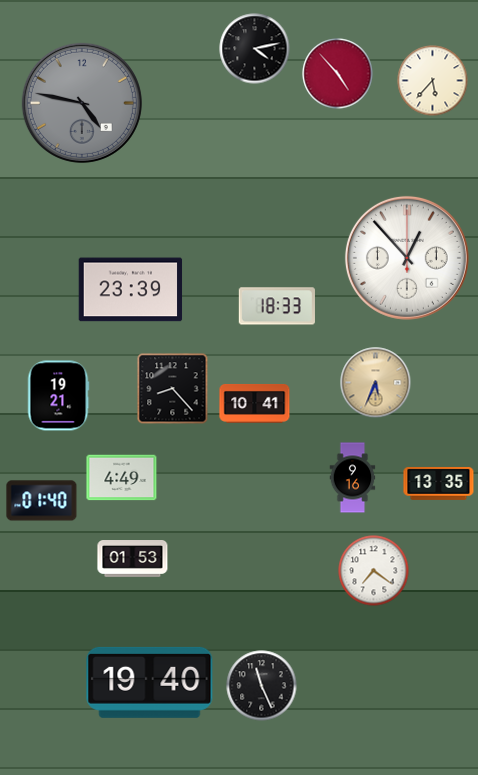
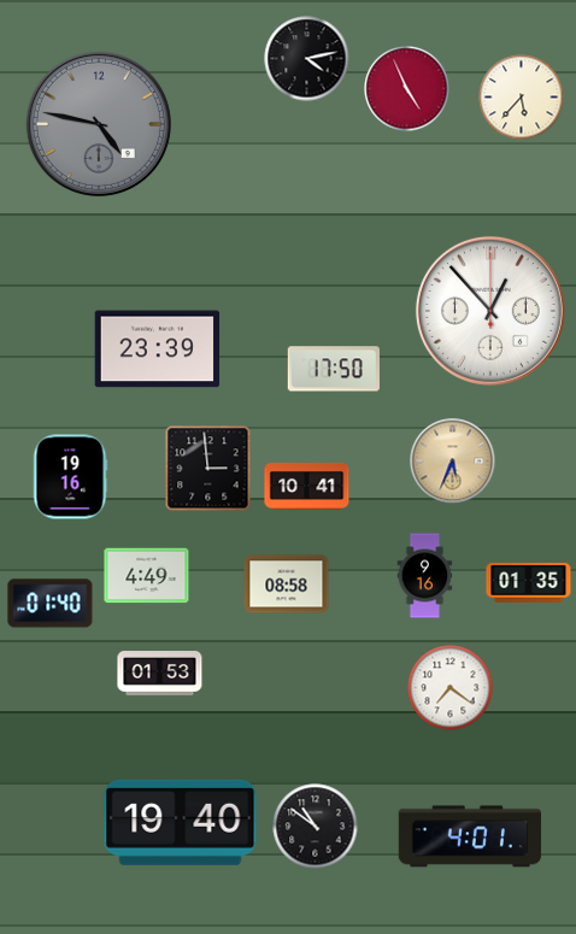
clock at (338, 74): 4:53 -> 4:56
clock at (277, 306): 18:33 -> 17:50
clock at (173, 389): 8:23 -> 2:59
clock at (58, 396): 19:21 -> 19:16
clock at (439, 483): 13:35 -> 01:35
clock at (287, 585): none -> 08:58
clock at (262, 686): 11:26 -> 10:51
clock at (470, 836): none -> 4:01
